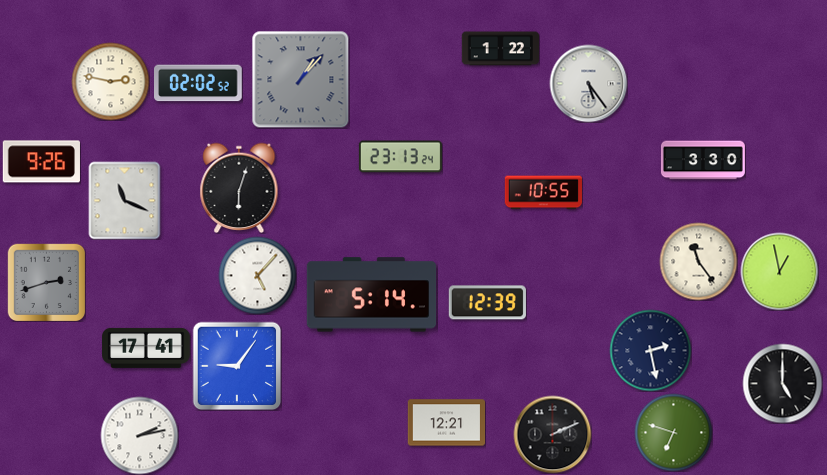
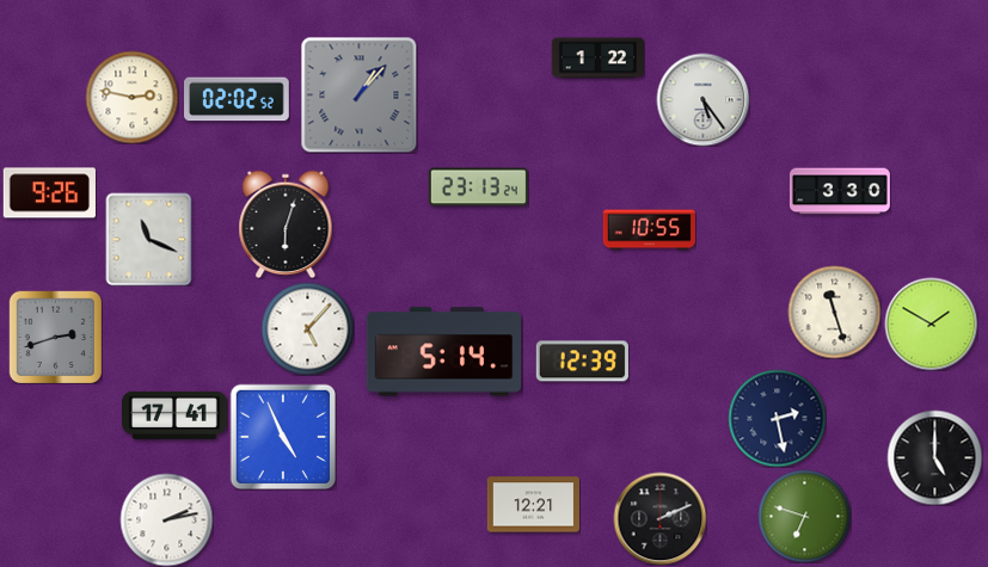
clock at (698, 261): 11:24 -> 11:27
clock at (779, 271): 12:58 -> 1:50
clock at (237, 366): 9:06 -> 4:56
